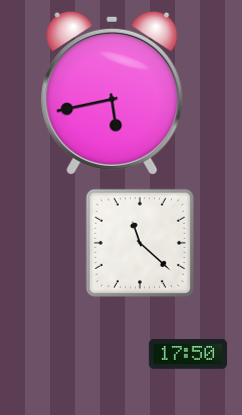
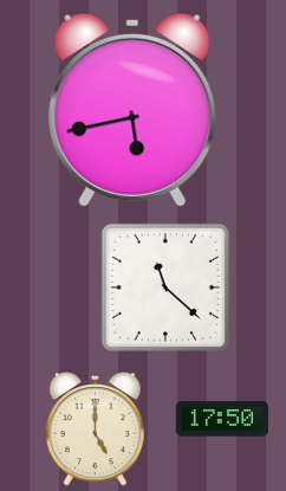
clock at (95, 431): none -> 5:00
